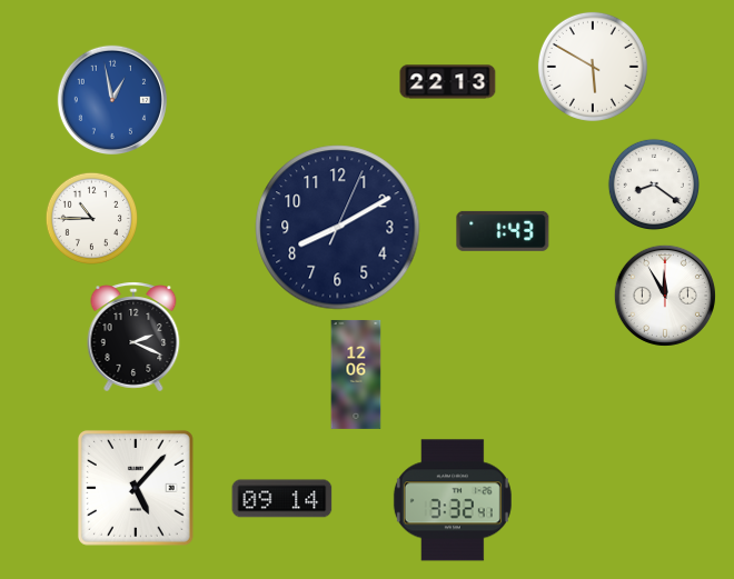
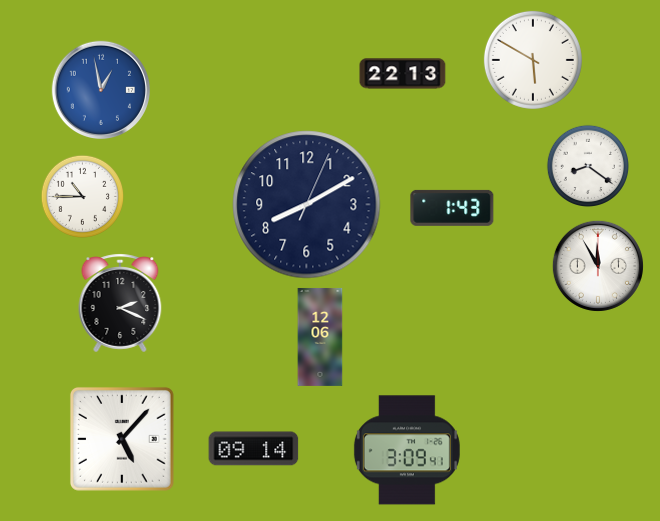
clock at (338, 228) position: (338, 228) -> (307, 205)
clock at (453, 500): 3:32 -> 3:09
